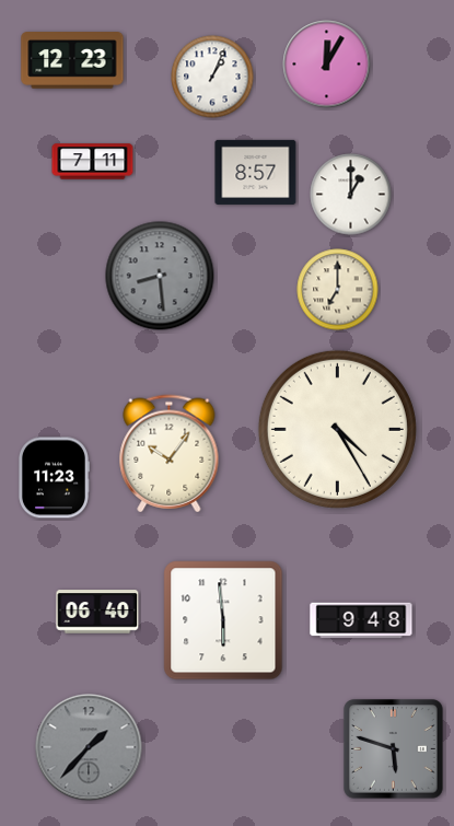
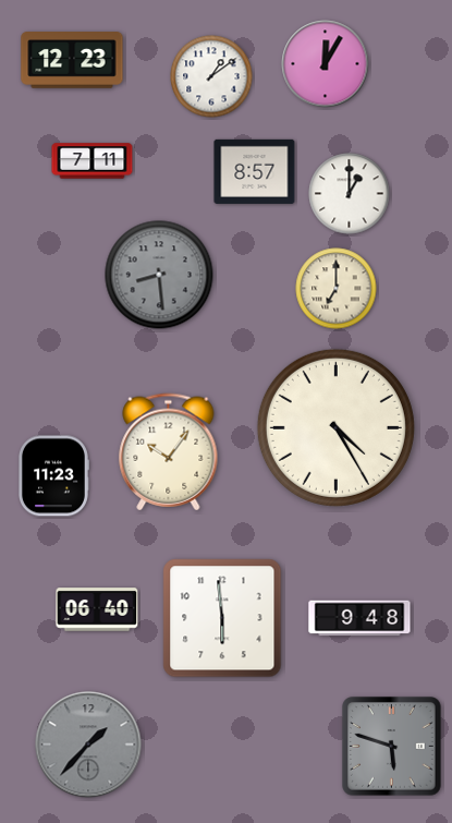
clock at (212, 77): 1:04 -> 1:09
